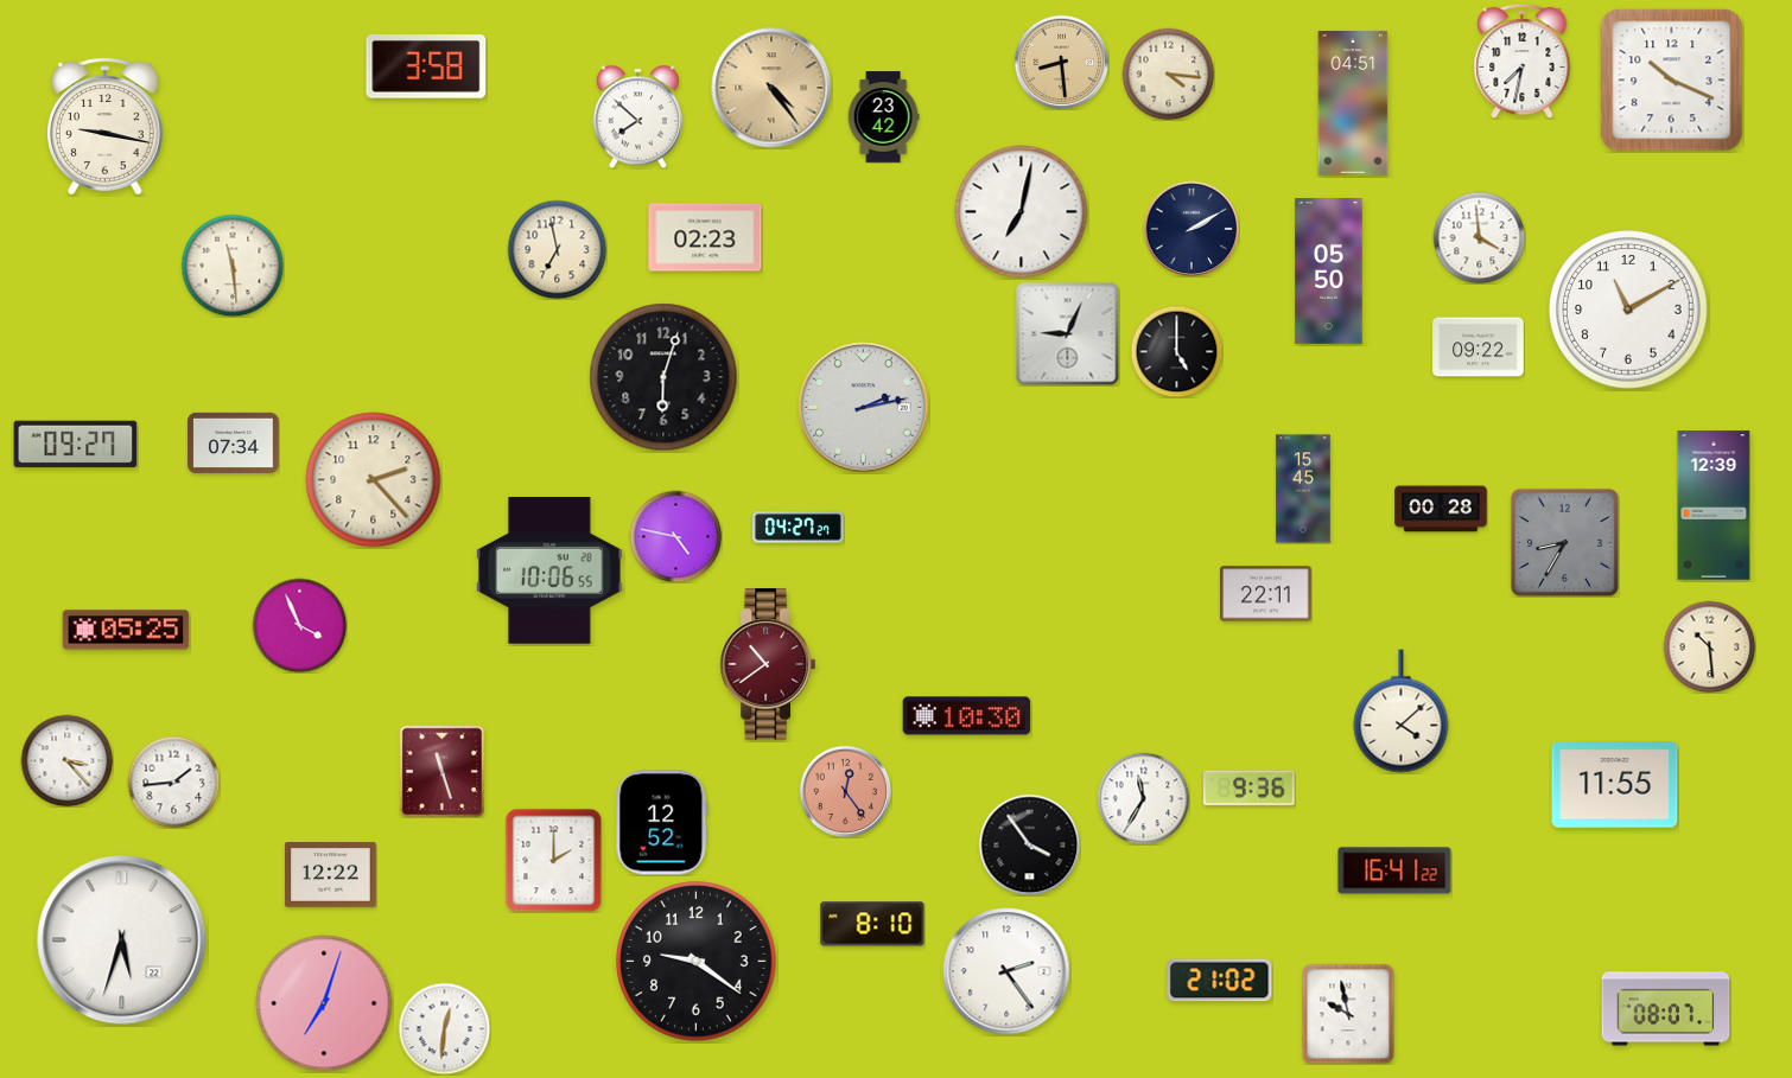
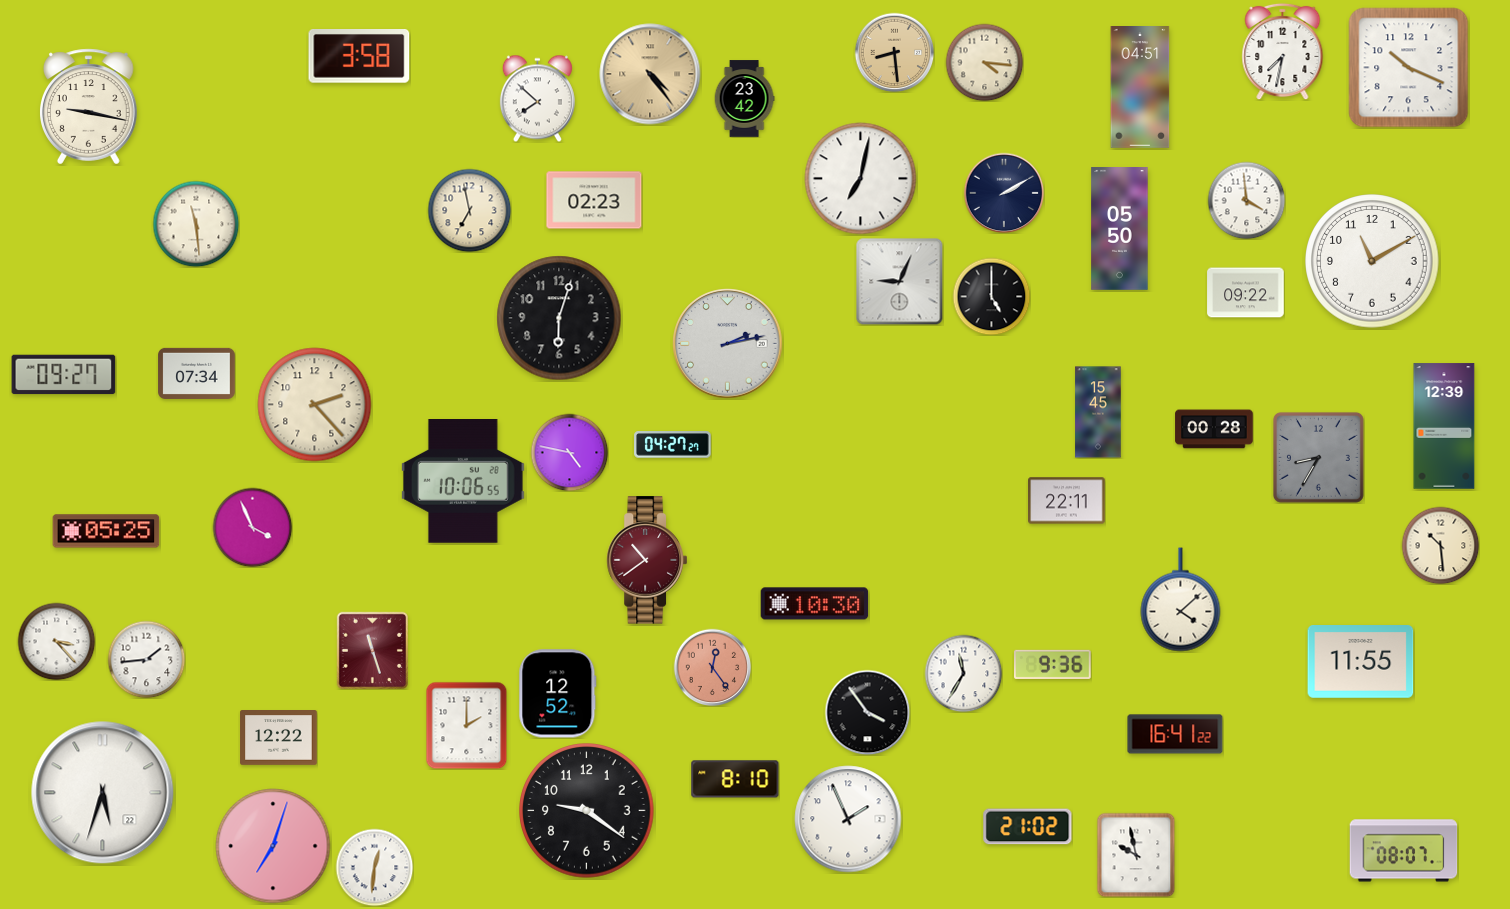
clock at (1006, 971): 2:24 -> 1:56
